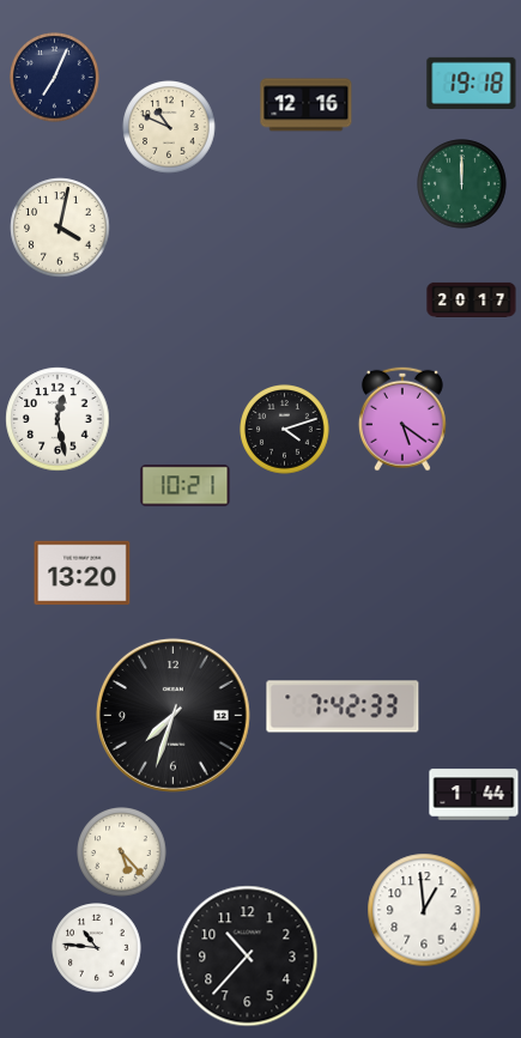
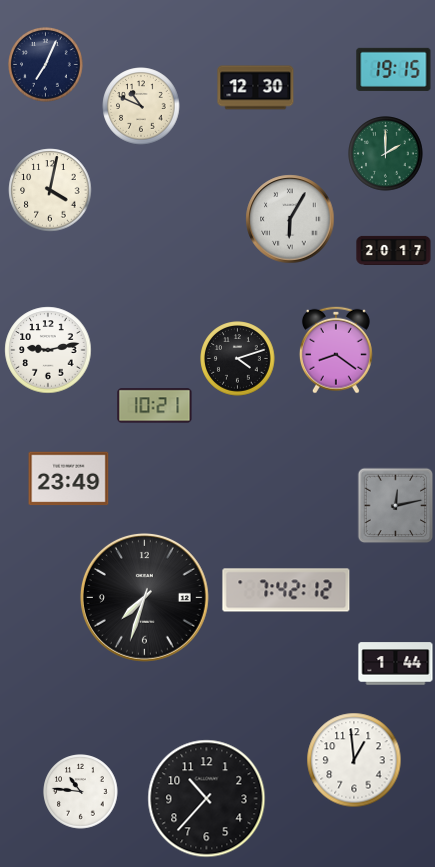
clock at (472, 83): 19:18 -> 19:15
clock at (307, 105): 12:16 -> 12:30
clock at (462, 184): 12:00 -> 2:00
clock at (290, 219): none -> 6:05
clock at (57, 419): 12:28 -> 9:13
clock at (402, 419): 5:21 -> 8:21
clock at (83, 573): 13:20 -> 23:49
clock at (396, 506): none -> 12:13
clock at (343, 706): 7:42:33 -> 7:42:12
clock at (122, 852): 5:23 -> none
